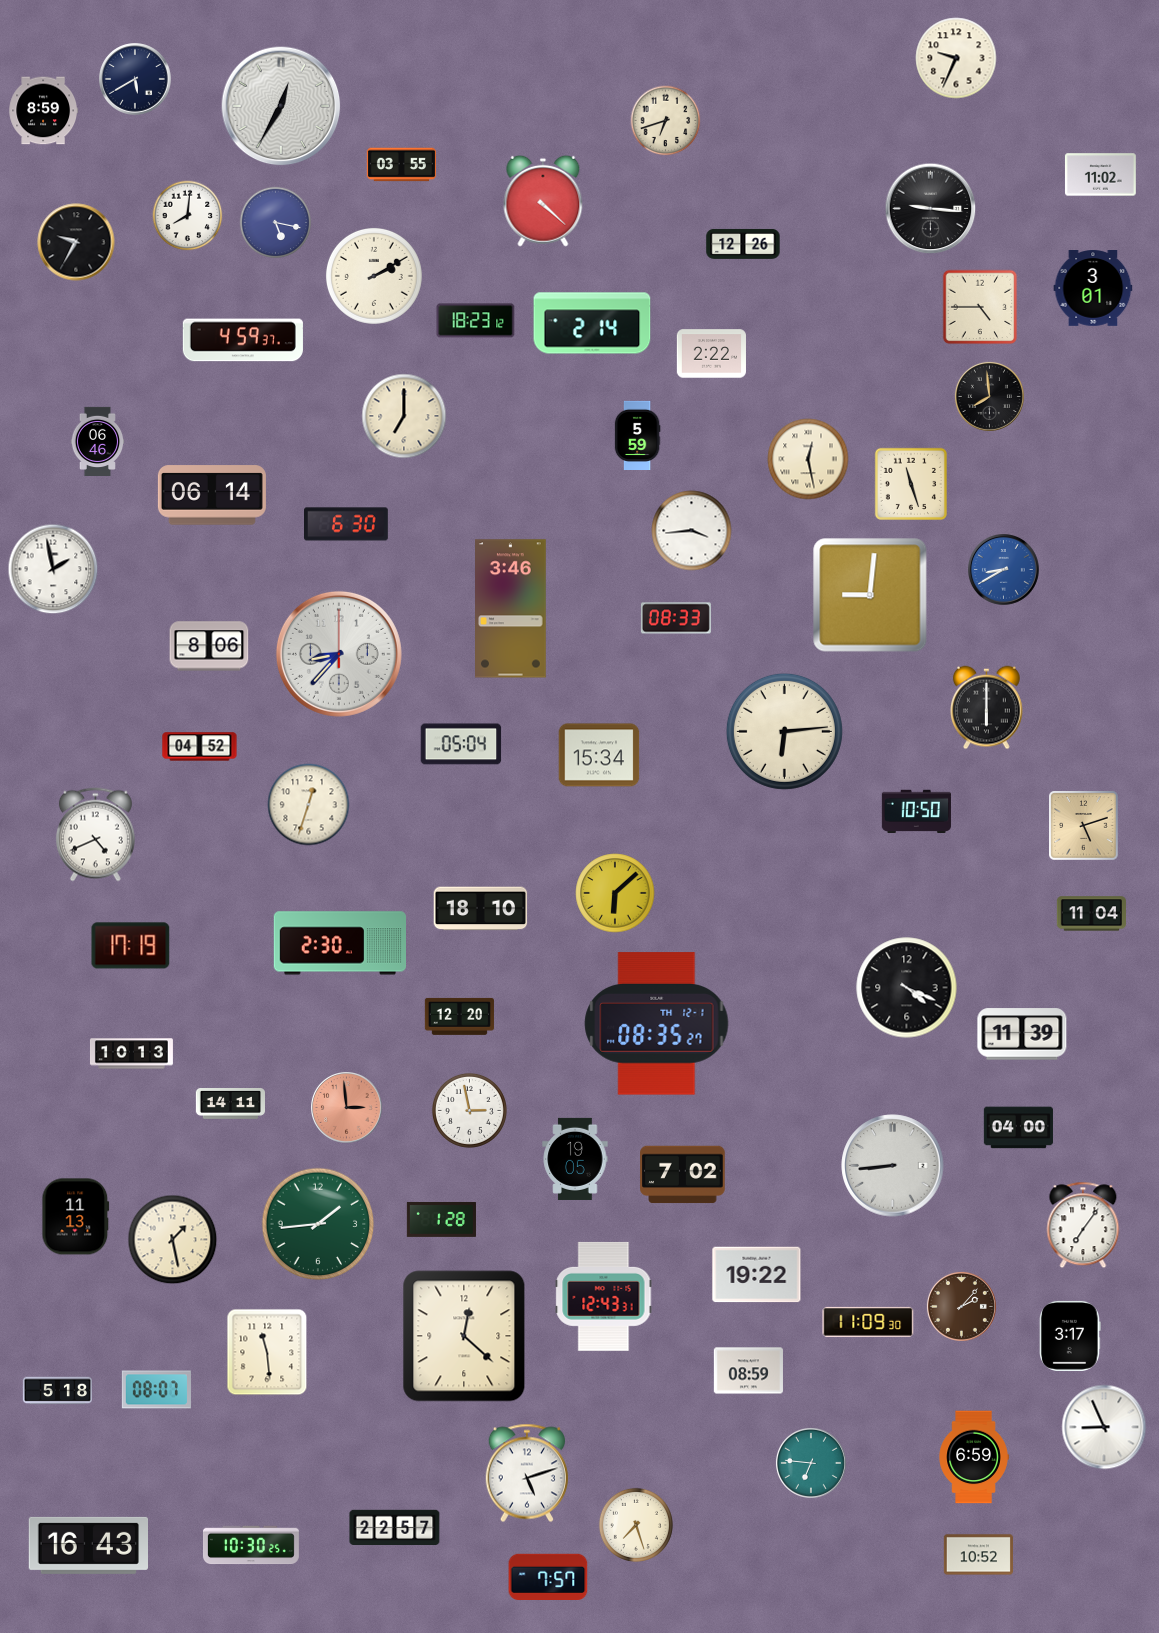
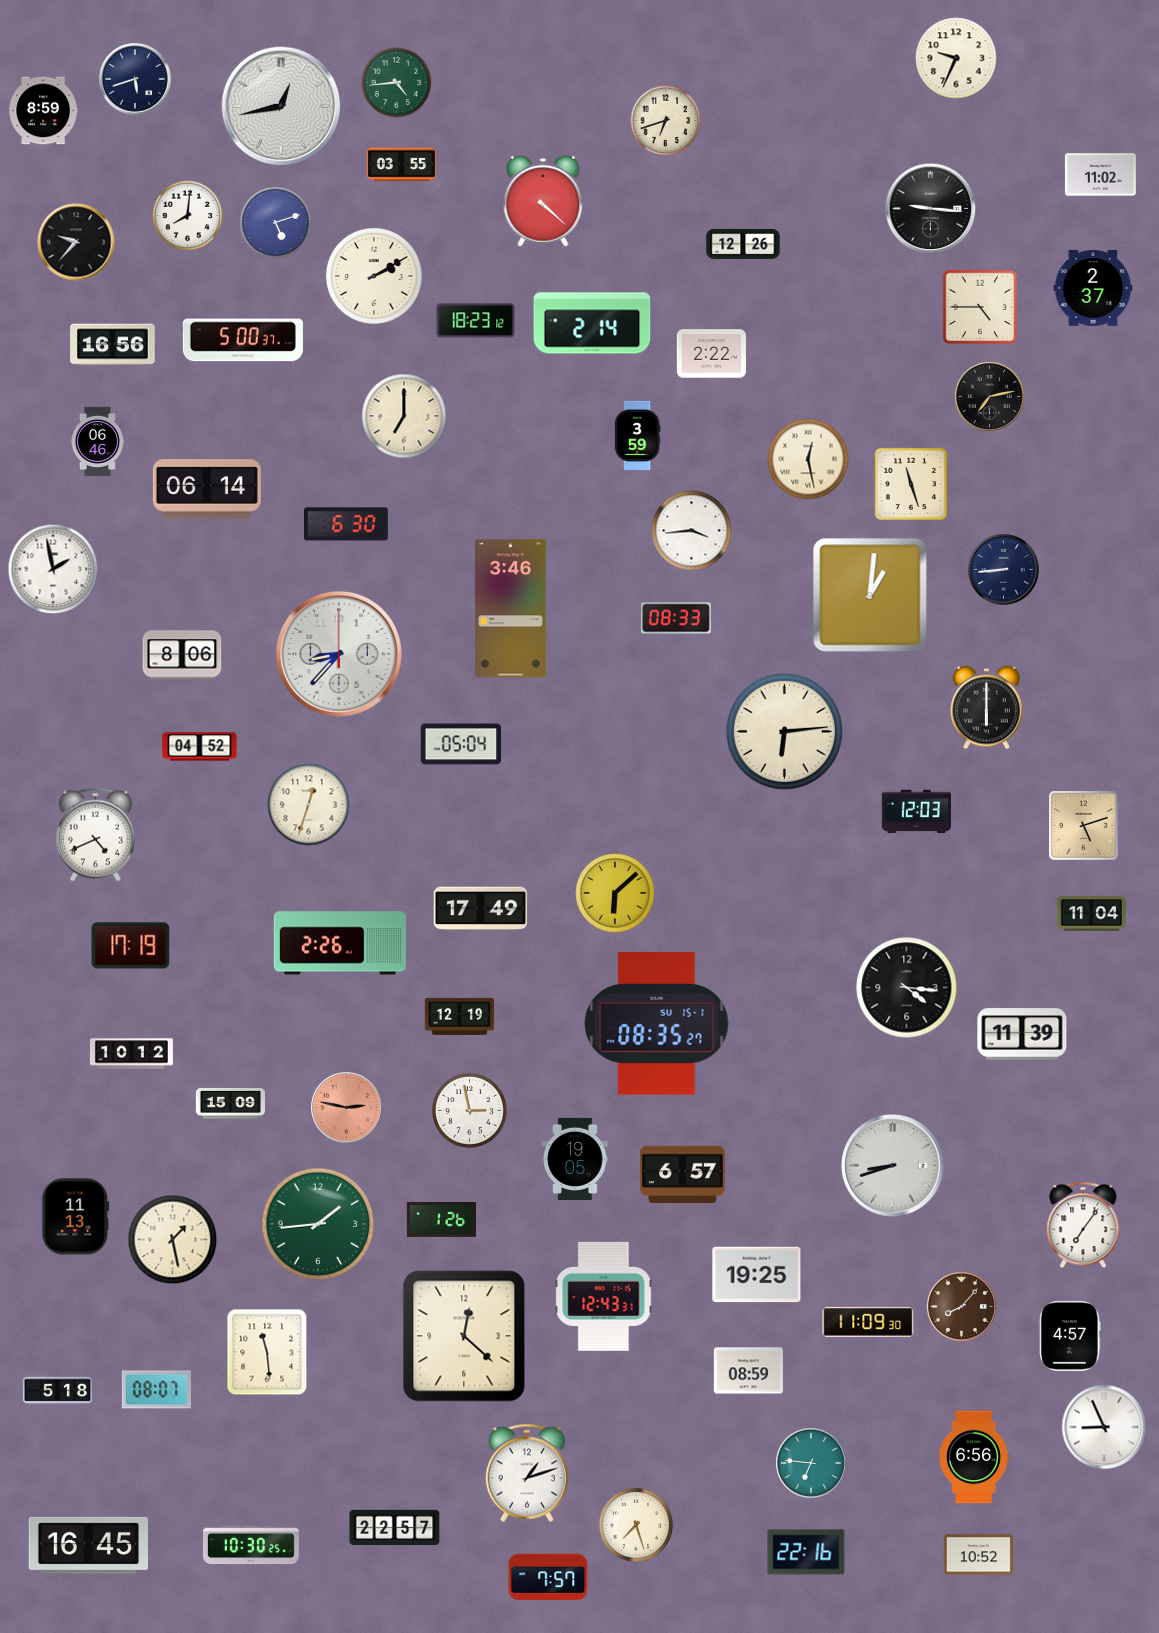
clock at (135, 79): 5:40 -> 5:42
clock at (397, 83): none -> 4:44
clock at (281, 106): 12:35 -> 12:43
clock at (276, 223): 5:17 -> 5:12
clock at (76, 242): 9:35 -> 9:37
clock at (1093, 289): 3:01 -> 2:37
clock at (243, 340): 4:59 -> 5:00
clock at (113, 345): none -> 16:56
clock at (989, 396): 7:59 -> 7:13
clock at (637, 435): 5:59 -> 3:59
clock at (212, 495) position: (212, 495) -> (207, 489)
clock at (1004, 570): 8:40 -> 8:44
clock at (1004, 570) dial: blue -> navy
clock at (870, 595): 9:01 -> 1:01
clock at (209, 646) position: (209, 646) -> (182, 655)
clock at (599, 755): 15:34 -> none
clock at (916, 811): 10:50 -> 12:03
clock at (481, 909): 18:10 -> 17:49
clock at (339, 943): 2:30 -> 2:26
clock at (907, 988): 4:19 -> 4:16
clock at (459, 1016): 12:20 -> 12:19
clock at (657, 1024) date: TH 12-1 -> SU 15-1
clock at (131, 1054): 10:13 -> 10:12
clock at (230, 1104): 14:11 -> 15:09
clock at (347, 1108): 2:59 -> 2:47
clock at (1018, 1128): 04:00 -> none
clock at (893, 1166): 8:44 -> 8:42
clock at (683, 1175): 7:02 -> 6:57
clock at (441, 1219): 1:28 -> 1:26
clock at (757, 1275): 19:22 -> 19:25
clock at (961, 1306): 2:07 -> 8:07
clock at (1070, 1336): 3:17 -> 4:57
clock at (974, 1457): 6:59 -> 6:56
clock at (526, 1473): 5:12 -> 1:12
clock at (88, 1545): 16:43 -> 16:45
clock at (806, 1552): none -> 22:16
